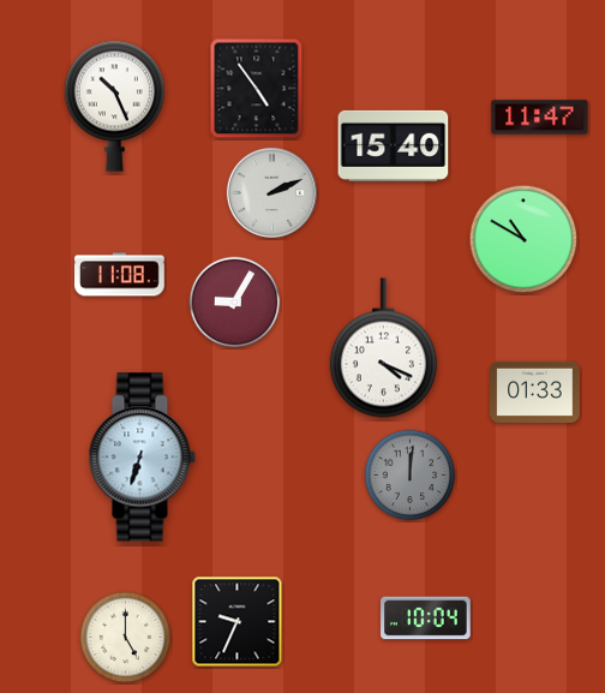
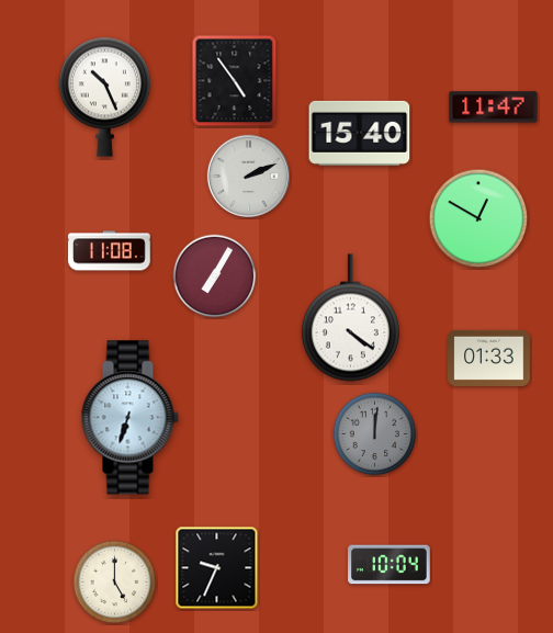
clock at (523, 239): 10:50 -> 12:50
clock at (235, 303): 9:05 -> 7:05
clock at (383, 348): 4:19 -> 4:21
